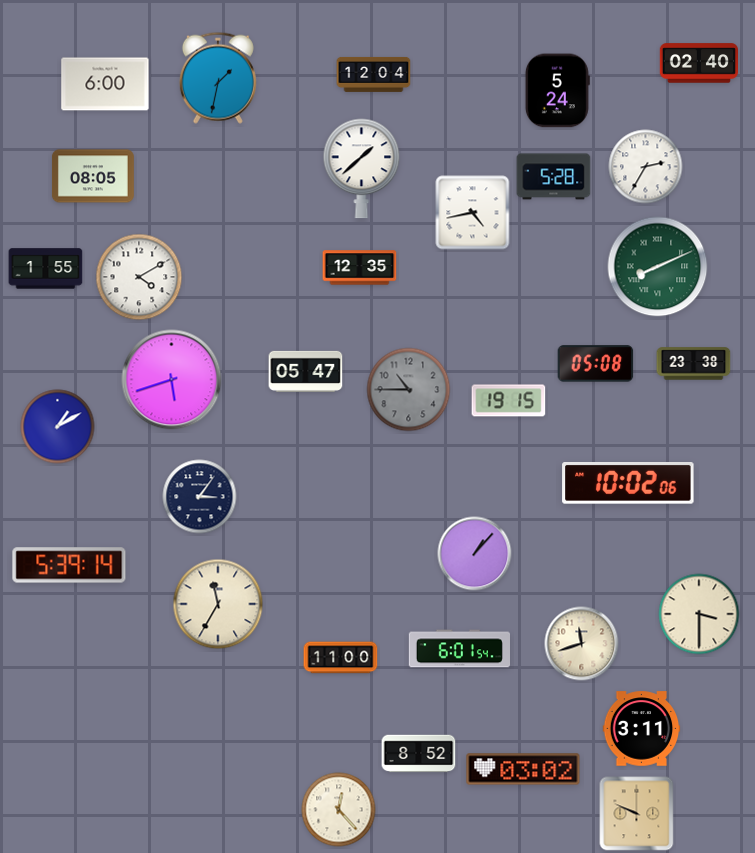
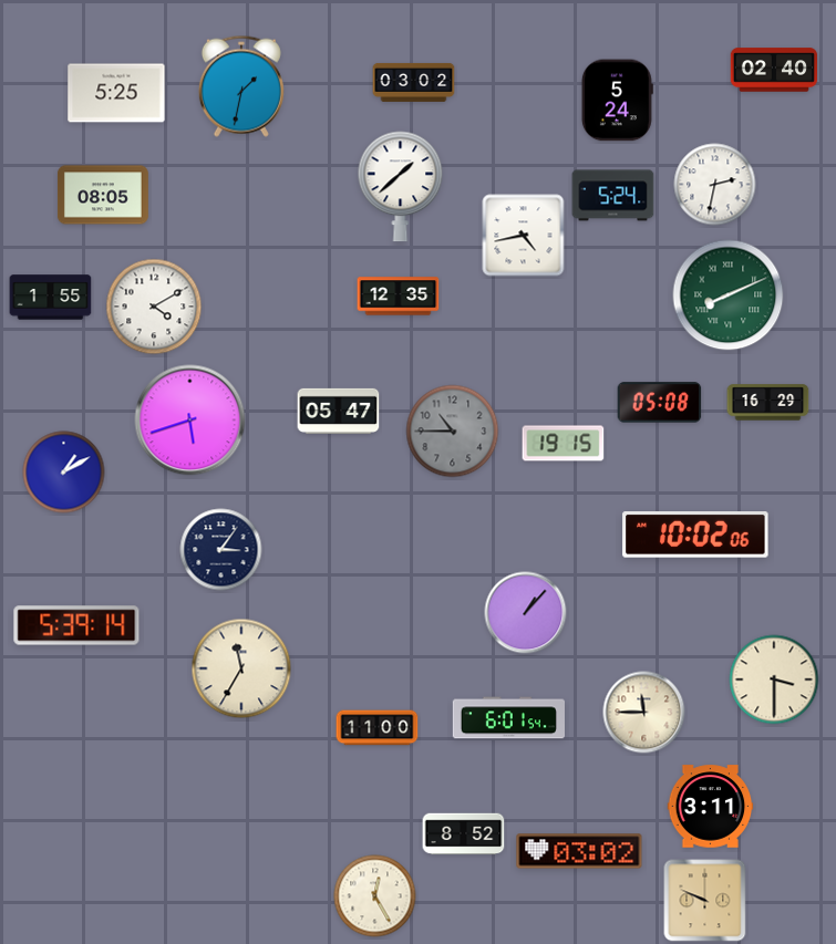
clock at (374, 74): 12:04 -> 03:02
clock at (105, 84): 6:00 -> 5:25
clock at (646, 167): 2:35 -> 2:32
clock at (554, 177): 5:28 -> 5:24
clock at (694, 364): 23:38 -> 16:29
clock at (582, 644): 11:42 -> 11:45
clock at (339, 810): 12:23 -> 12:25
